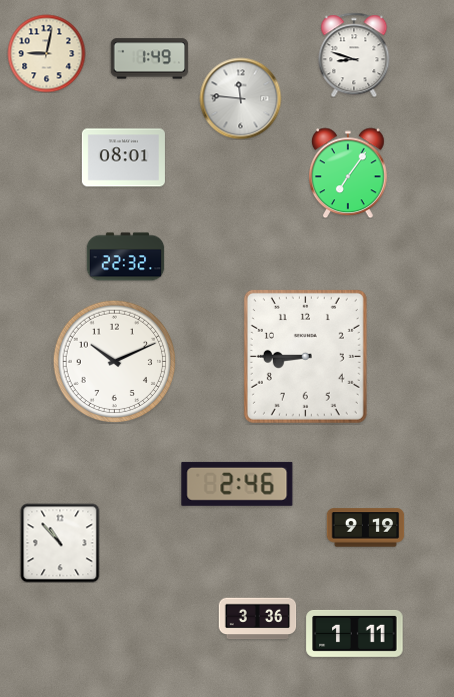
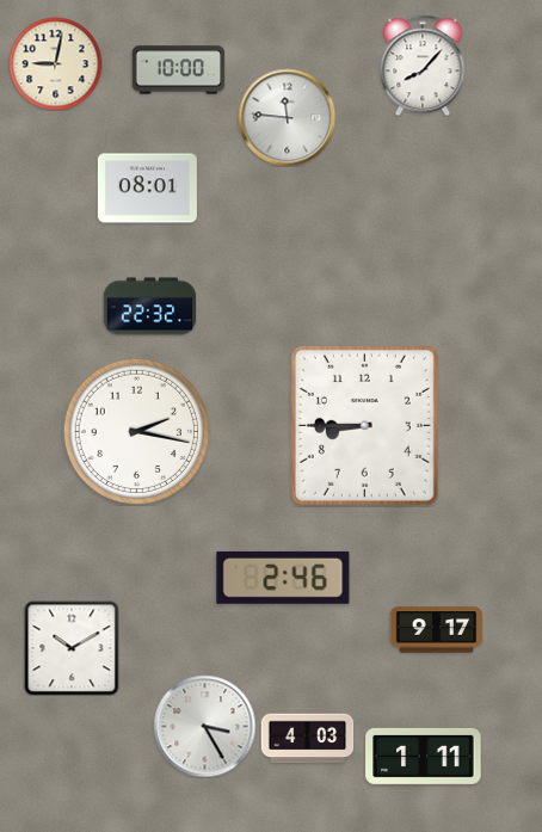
clock at (354, 55): 8:48 -> 8:07
clock at (149, 59): 1:49 -> 10:00
clock at (349, 173): 7:06 -> none
clock at (114, 361): 10:11 -> 2:17
clock at (365, 528): 9:19 -> 9:17
clock at (60, 543): 10:53 -> 10:10
clock at (204, 726): none -> 3:25
clock at (257, 619): 3:36 -> 4:03
